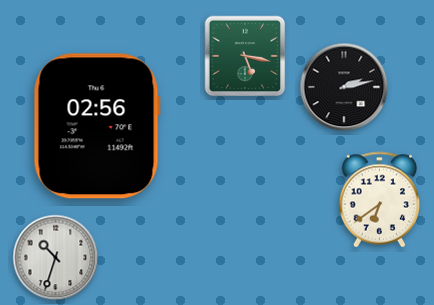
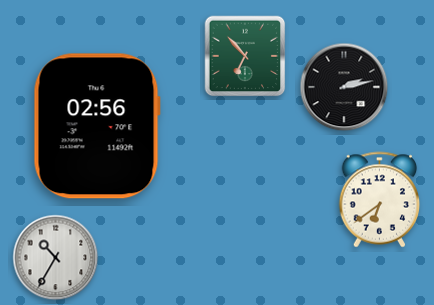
clock at (245, 56): 5:17 -> 6:53
clock at (56, 258): 10:33 -> 10:35
